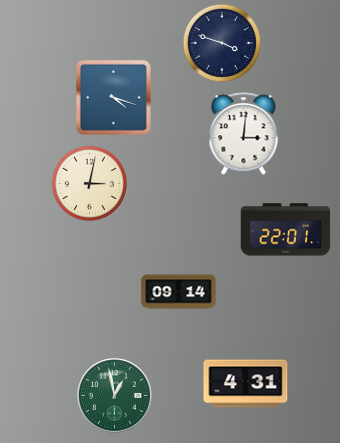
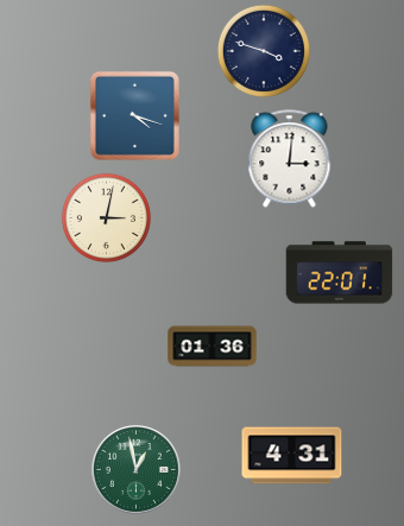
clock at (179, 292): 09:14 -> 01:36
